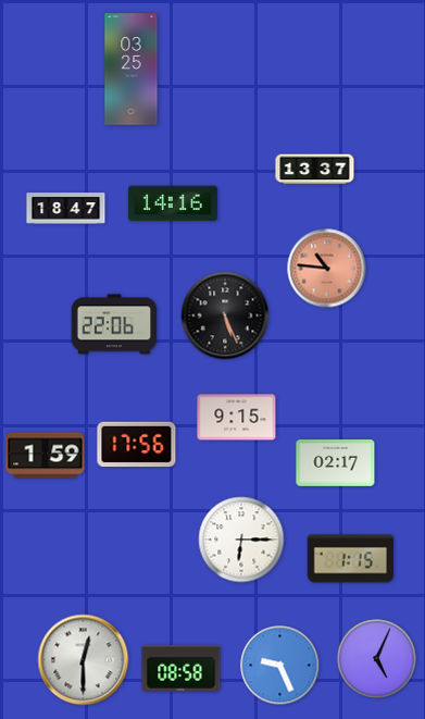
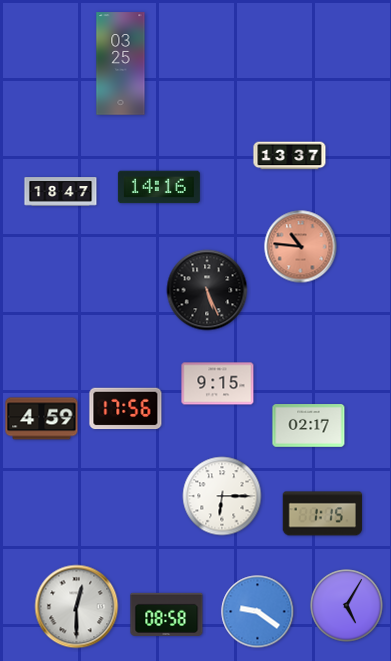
clock at (114, 324): 22:06 -> none
clock at (46, 456): 1:59 -> 4:59
clock at (377, 659): 5:04 -> 5:05
clock at (280, 666): 9:26 -> 9:21
